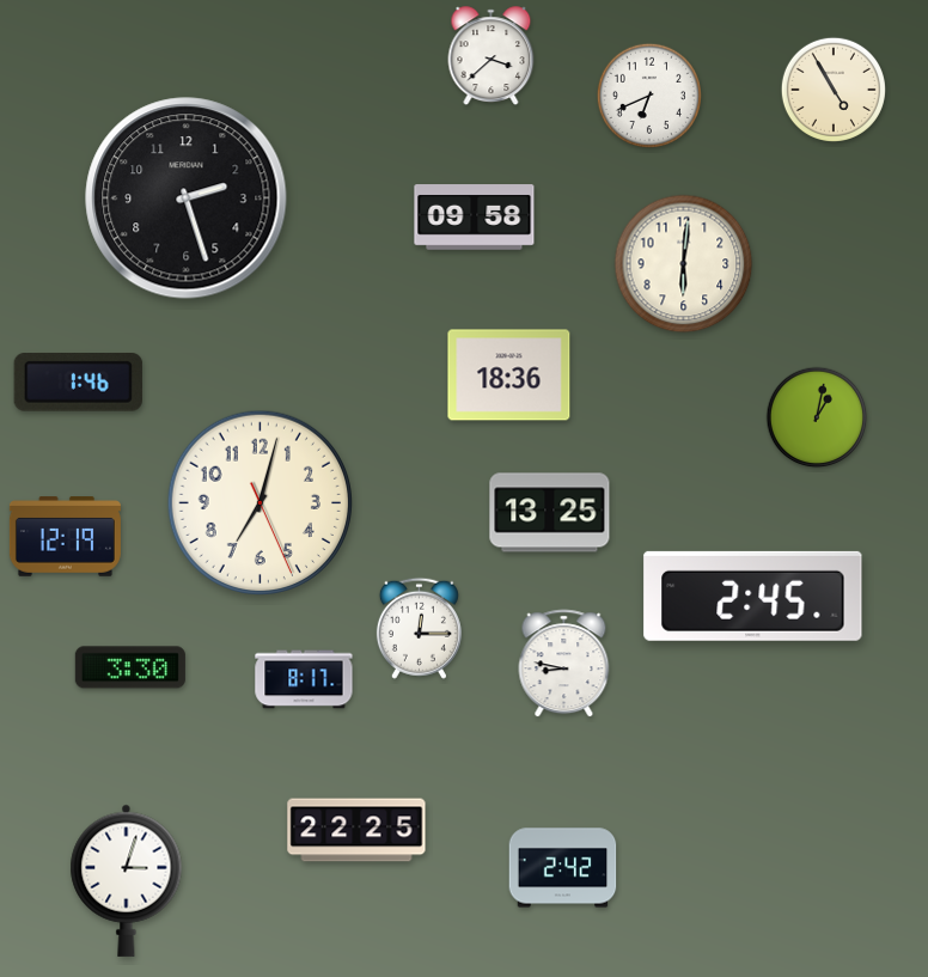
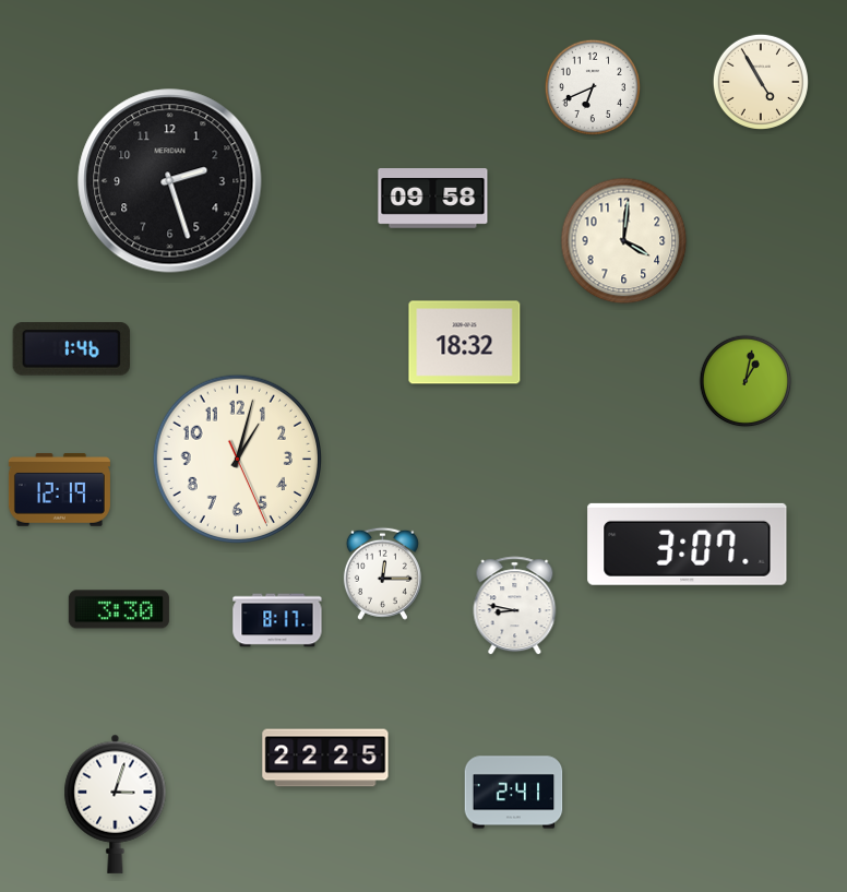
clock at (492, 55): 3:38 -> none
clock at (684, 264): 6:01 -> 4:01
clock at (509, 375): 18:36 -> 18:32
clock at (260, 502): 7:02 -> 1:02
clock at (550, 513): 13:25 -> none
clock at (753, 596): 2:45 -> 3:07
clock at (563, 868): 2:42 -> 2:41
